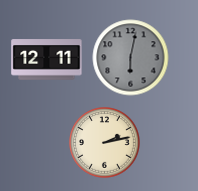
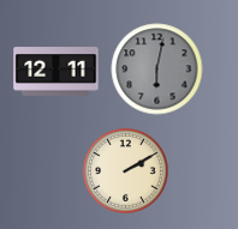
clock at (105, 143): 2:13 -> 2:10
